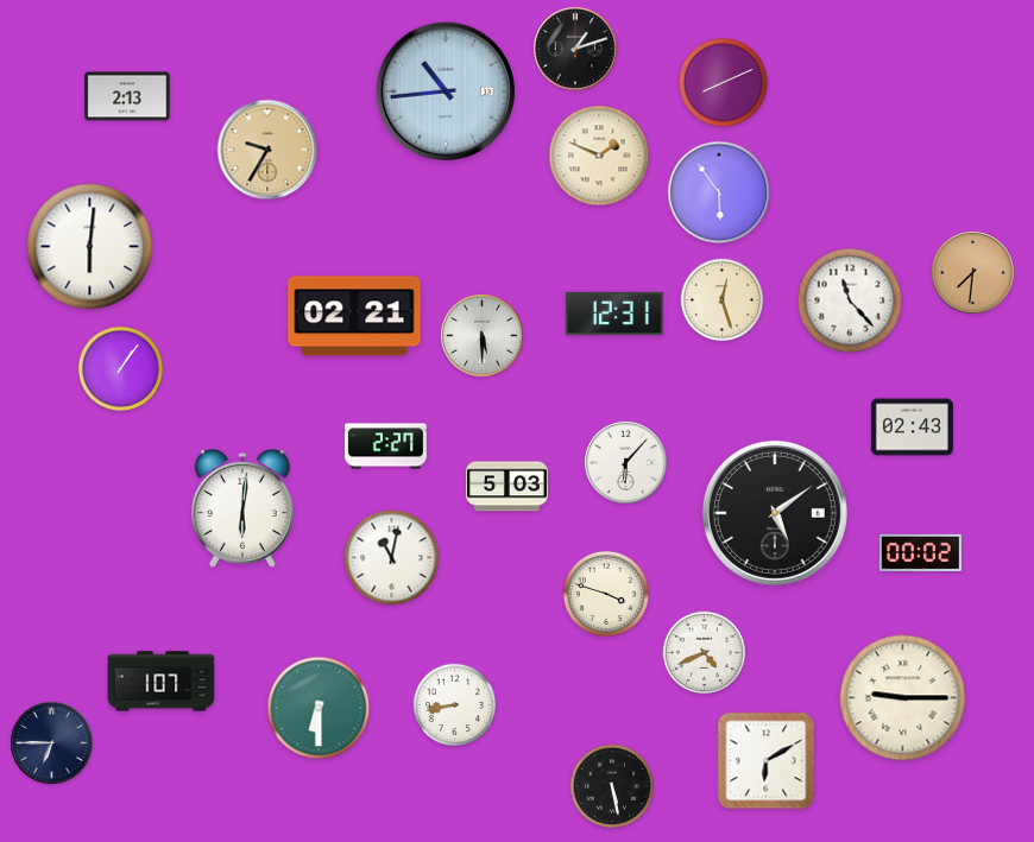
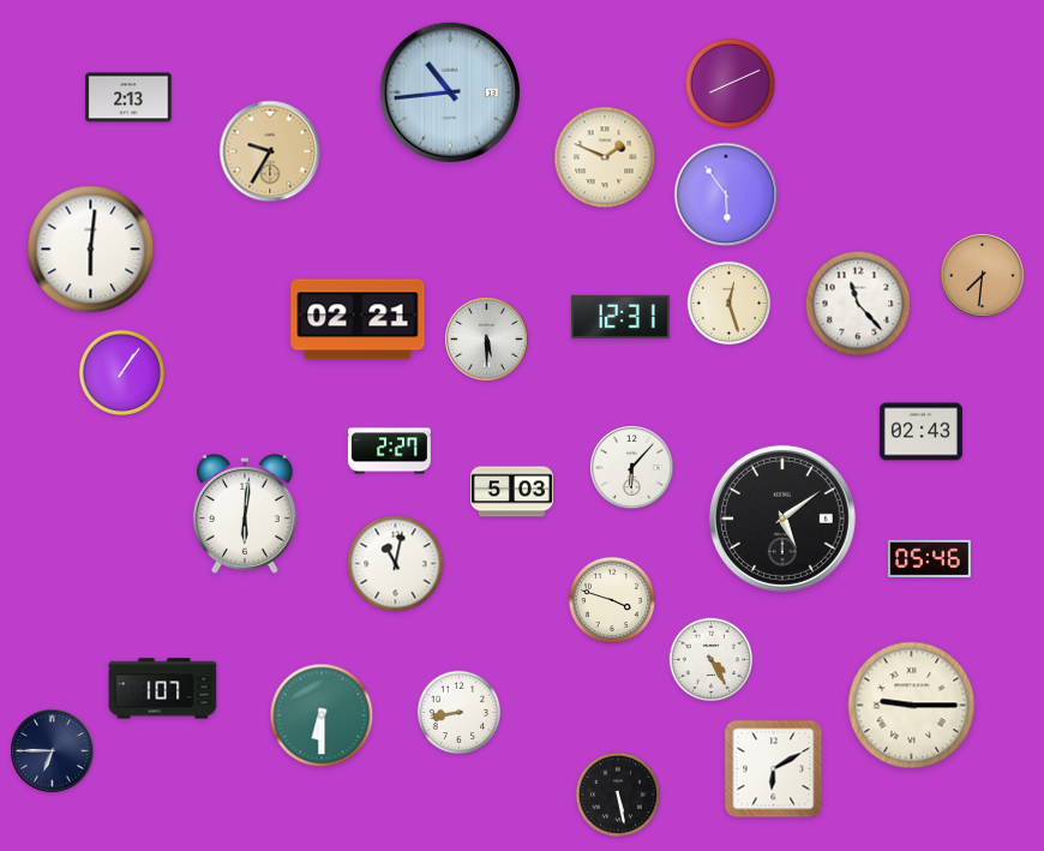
clock at (575, 49): 1:12 -> none
clock at (920, 552): 00:02 -> 05:46
clock at (705, 653): 4:41 -> 4:25
